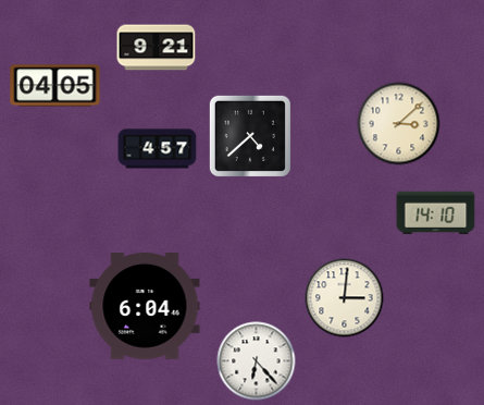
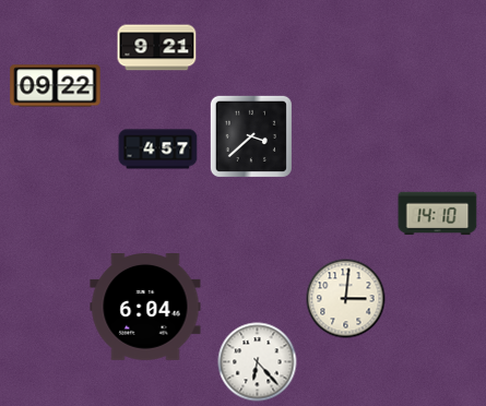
clock at (55, 86): 04:05 -> 09:22
clock at (399, 124): 3:08 -> none
clock at (250, 136): 4:38 -> 3:38
